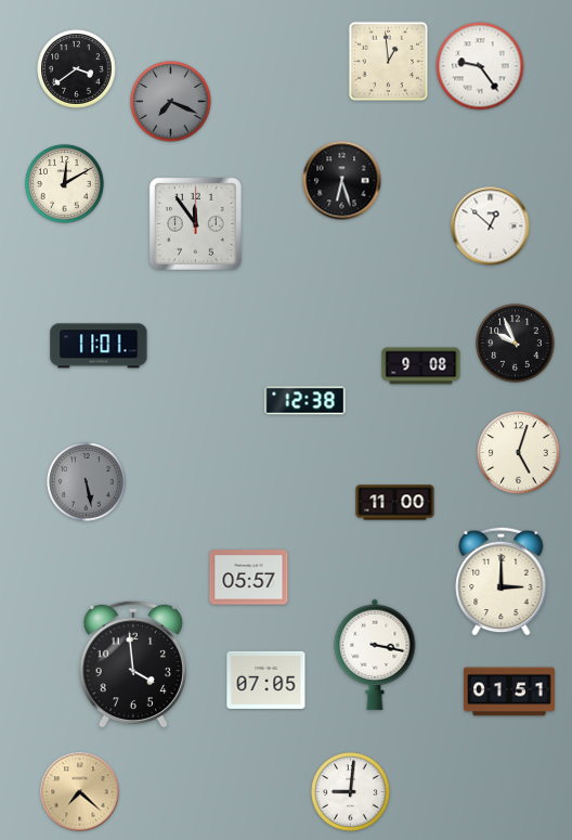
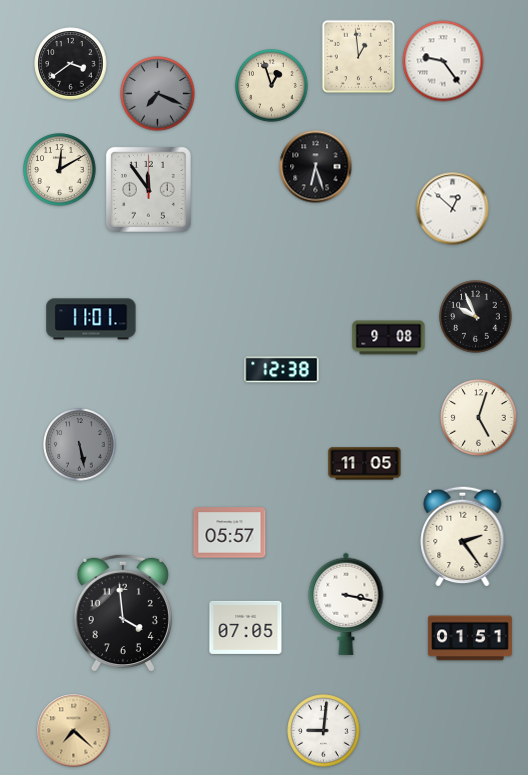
clock at (272, 86): none -> 12:57
clock at (195, 223) position: (195, 223) -> (148, 189)
clock at (395, 503): 11:00 -> 11:05
clock at (502, 581): 3:00 -> 2:24
